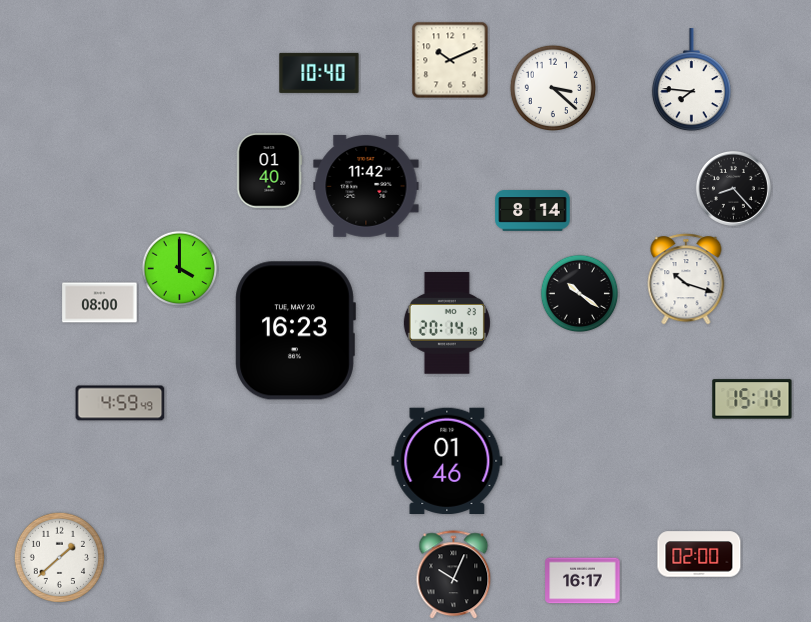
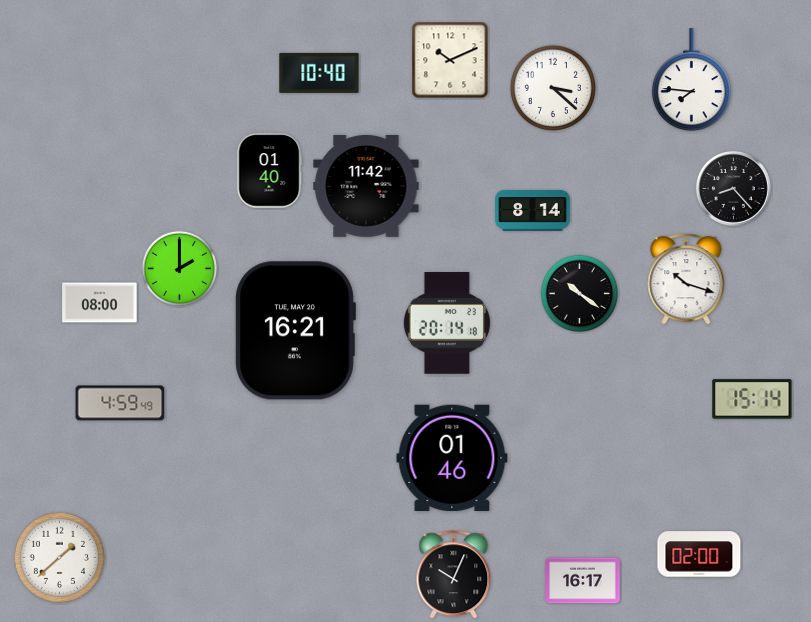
clock at (180, 269): 4:00 -> 2:00
clock at (295, 331): 16:23 -> 16:21
clock at (447, 460) position: (447, 460) -> (452, 457)
